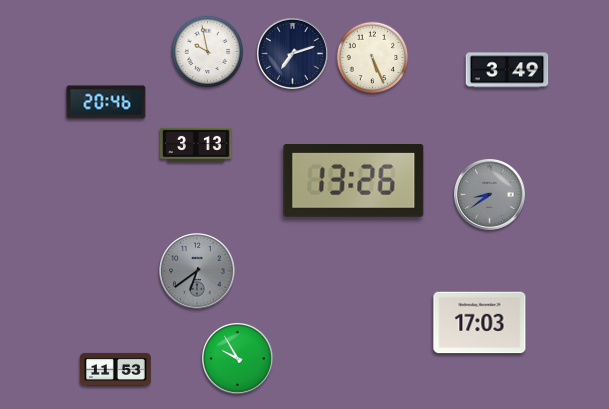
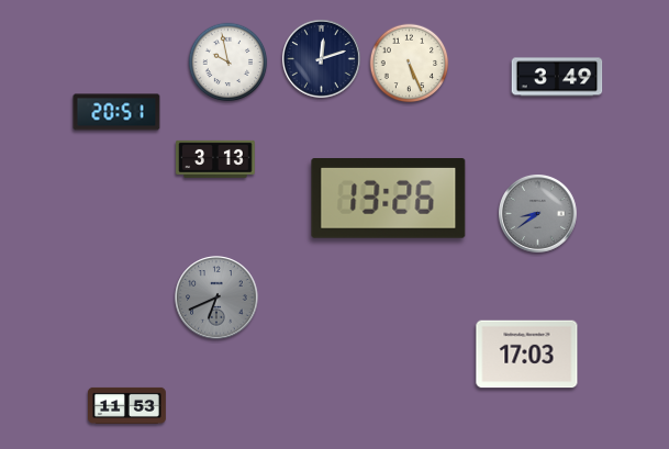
clock at (208, 52) position: (208, 52) -> (228, 63)
clock at (293, 54): 7:12 -> 12:12
clock at (106, 102): 20:46 -> 20:51
clock at (197, 271): 6:39 -> 6:41
clock at (238, 359): 9:55 -> none
